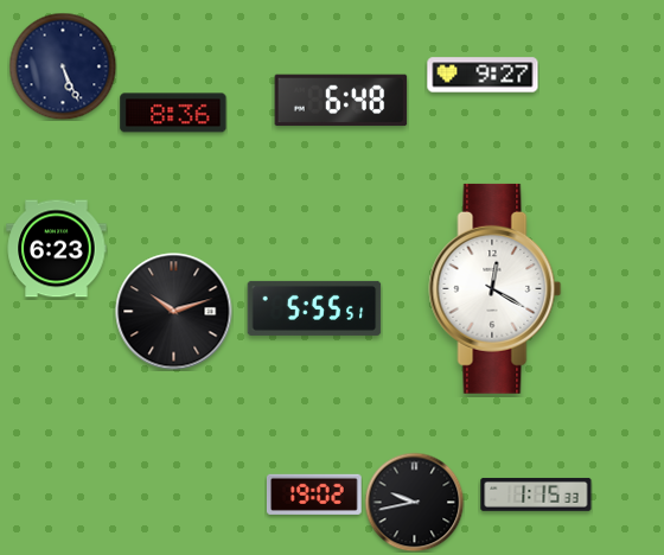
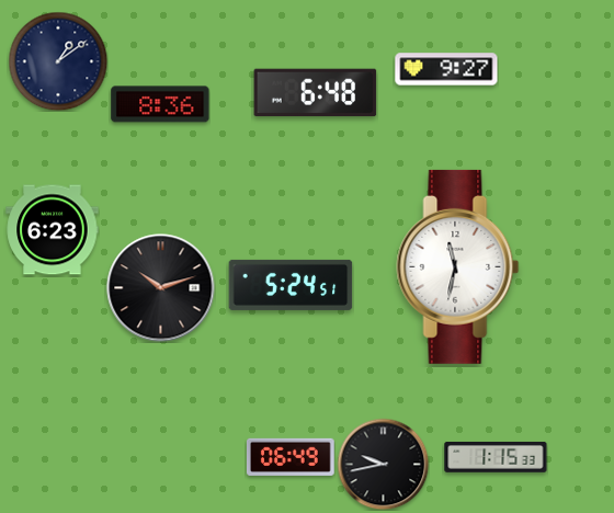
clock at (63, 66): 5:26 -> 1:09
clock at (496, 288): 12:20 -> 11:32
clock at (314, 308): 5:55 -> 5:24
clock at (314, 495): 19:02 -> 06:49
